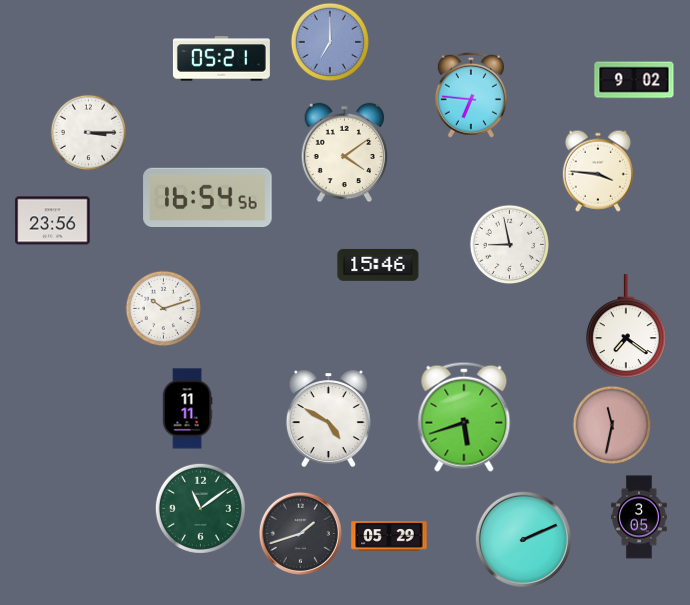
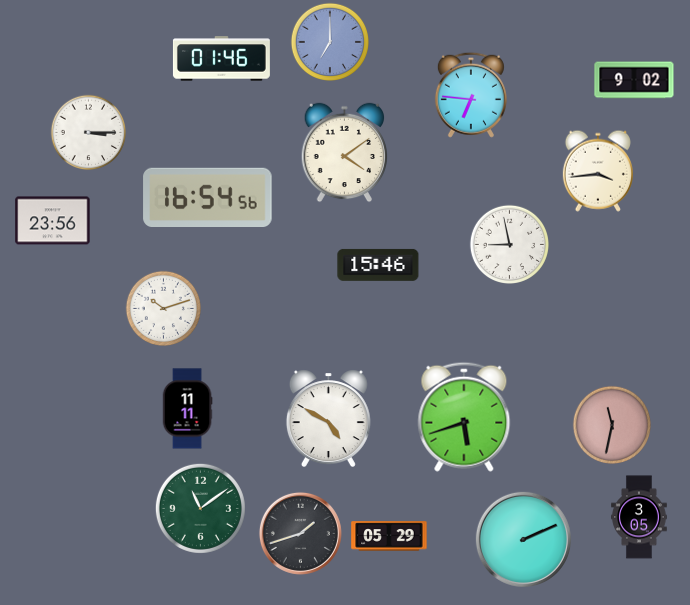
clock at (221, 59): 05:21 -> 01:46
clock at (598, 171): 3:46 -> 3:44
clock at (626, 327): 7:21 -> none
